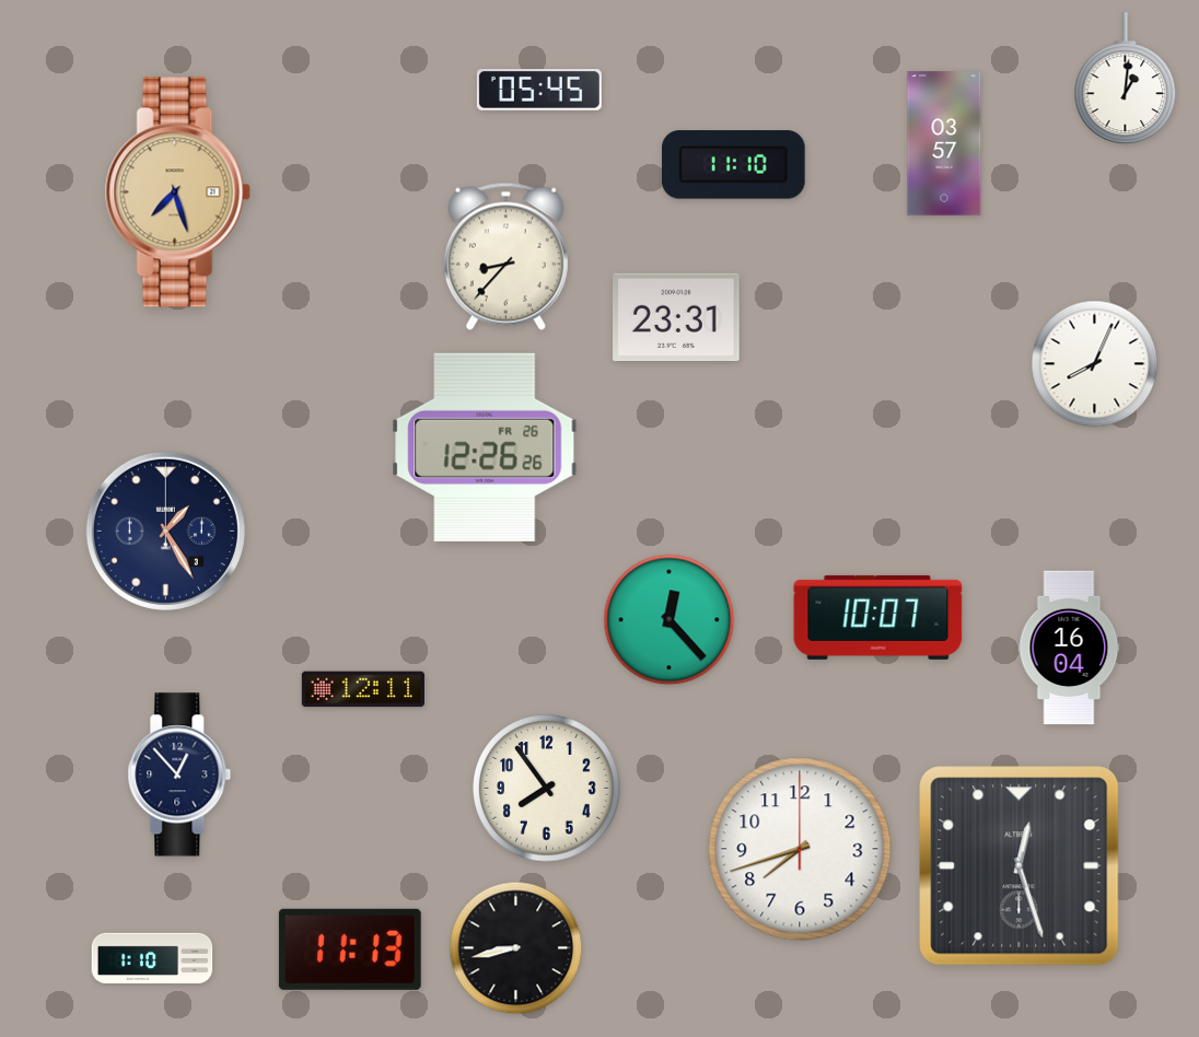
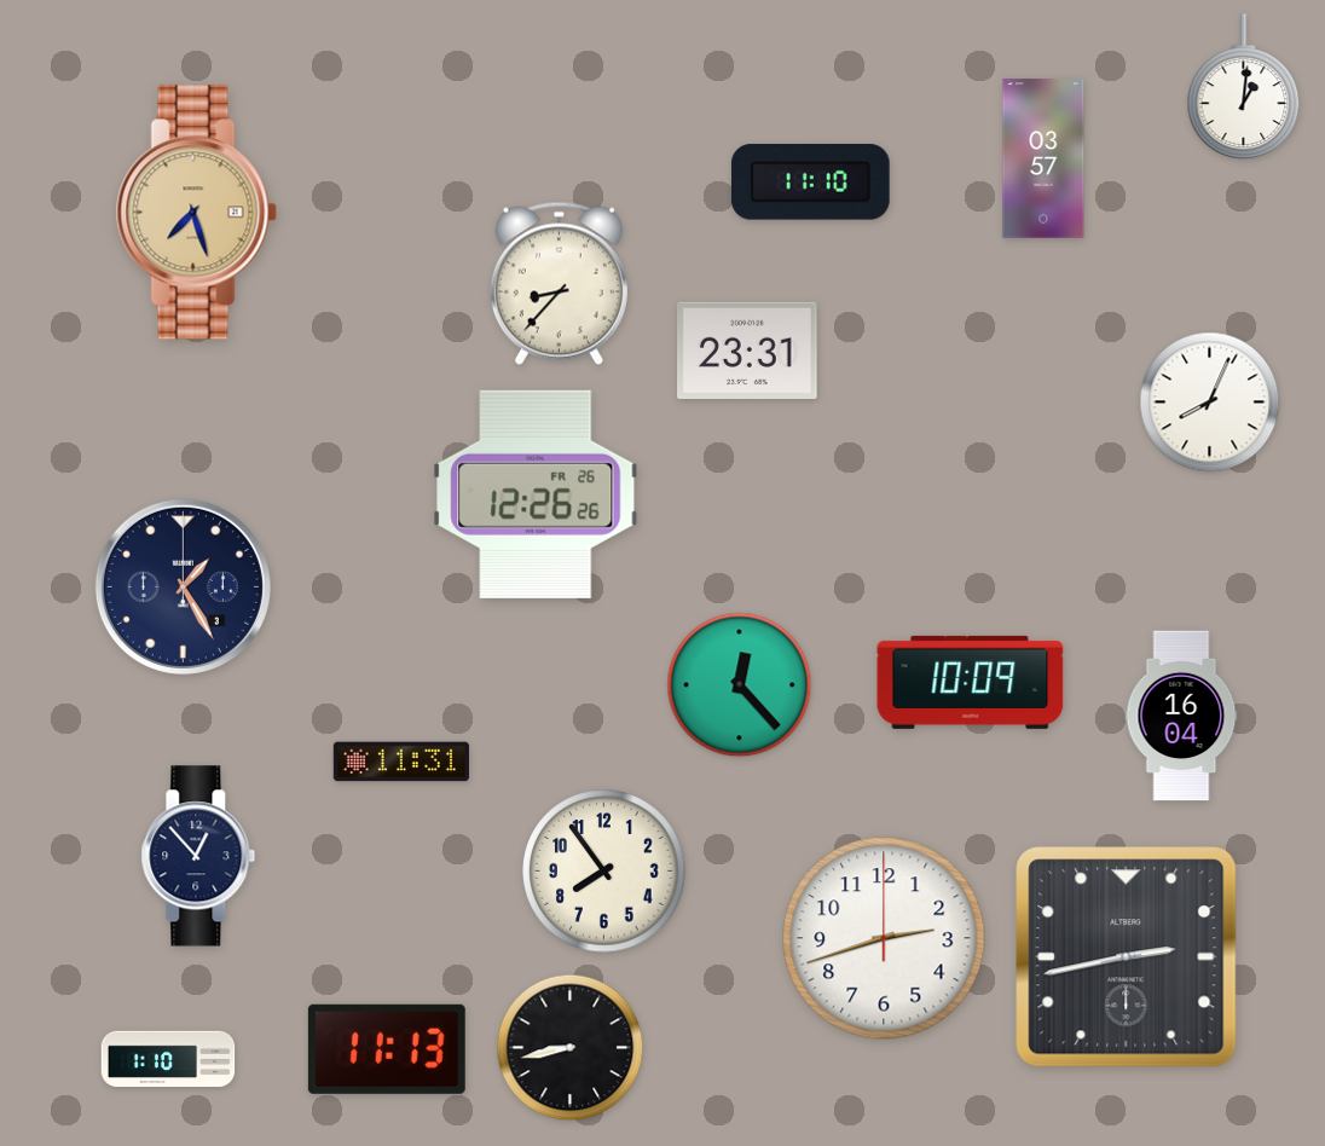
clock at (539, 90): 05:45 -> none
clock at (878, 617): 10:07 -> 10:09
clock at (363, 689): 12:11 -> 11:31
clock at (800, 849): 7:42 -> 2:42
clock at (1020, 866): 12:27 -> 2:43
